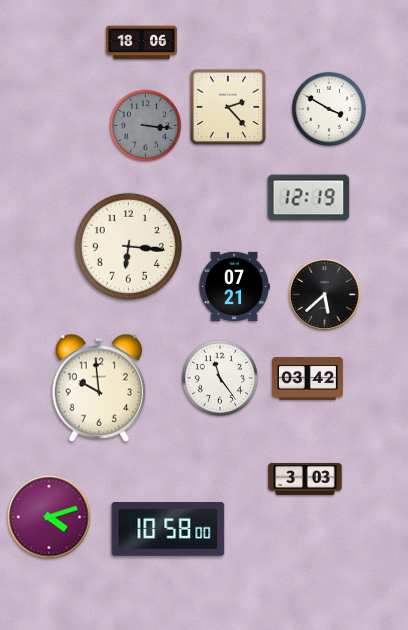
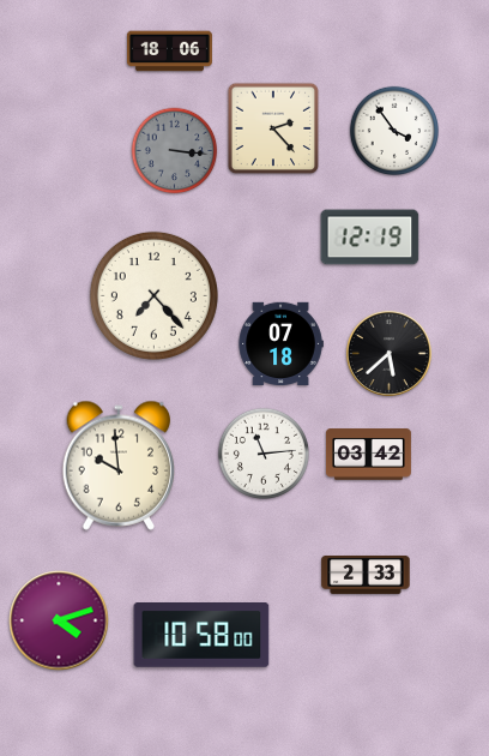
clock at (328, 108): 3:50 -> 3:54
clock at (128, 246): 6:16 -> 7:23
clock at (234, 287): 07:21 -> 07:18
clock at (220, 378): 11:24 -> 11:14
clock at (305, 479): 3:03 -> 2:33
